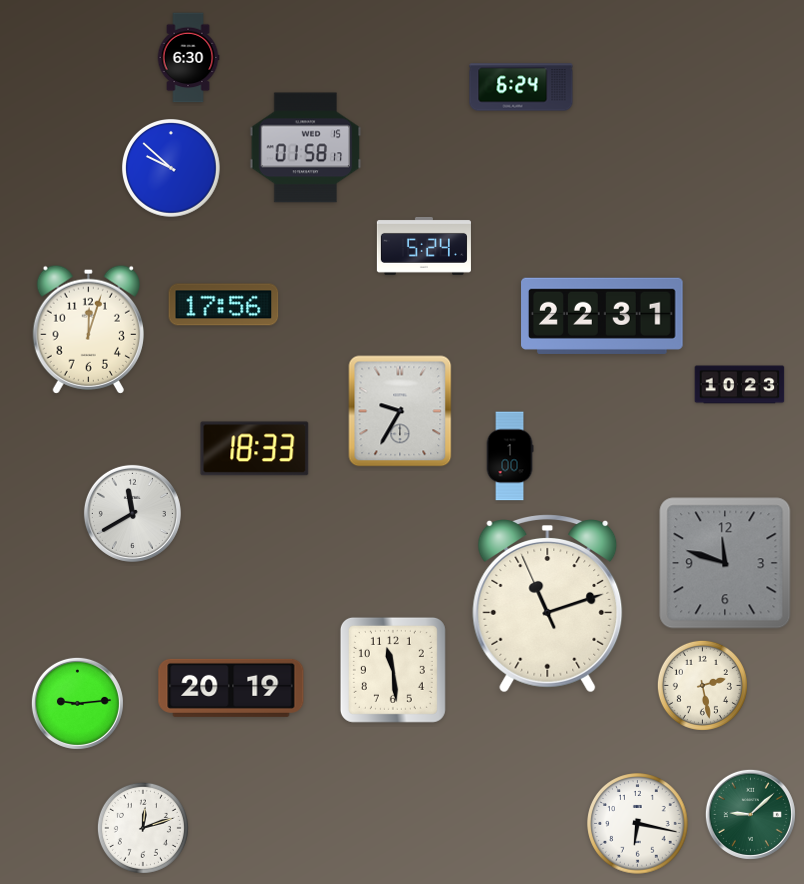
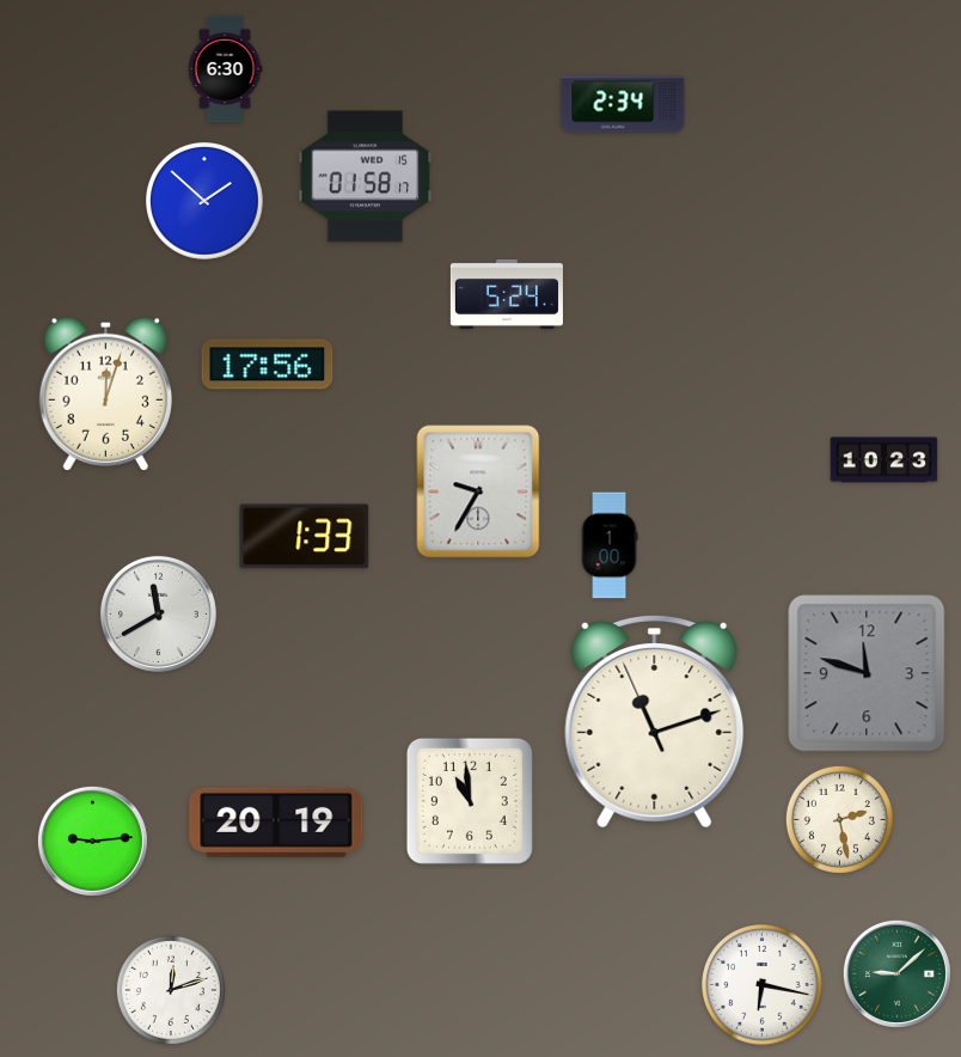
clock at (521, 87): 6:24 -> 2:34
clock at (172, 169): 9:52 -> 1:52
clock at (602, 316): 22:31 -> none
clock at (255, 449): 18:33 -> 1:33
clock at (393, 670): 11:29 -> 10:59
